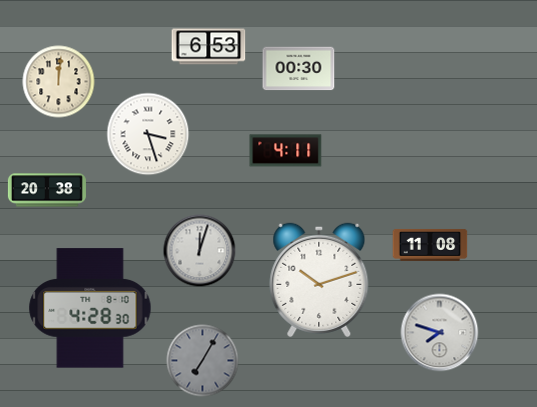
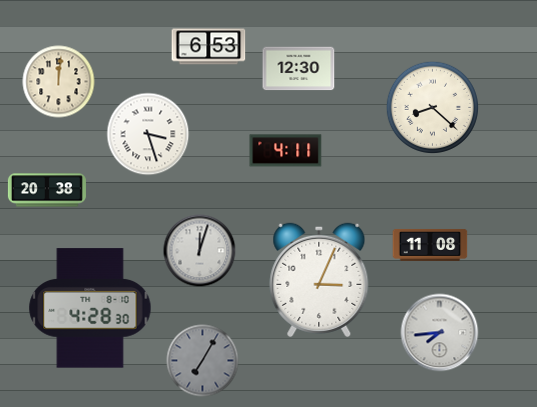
clock at (299, 69): 00:30 -> 12:30
clock at (432, 107): none -> 8:22
clock at (319, 280): 10:12 -> 3:04
clock at (440, 333): 7:48 -> 7:44
